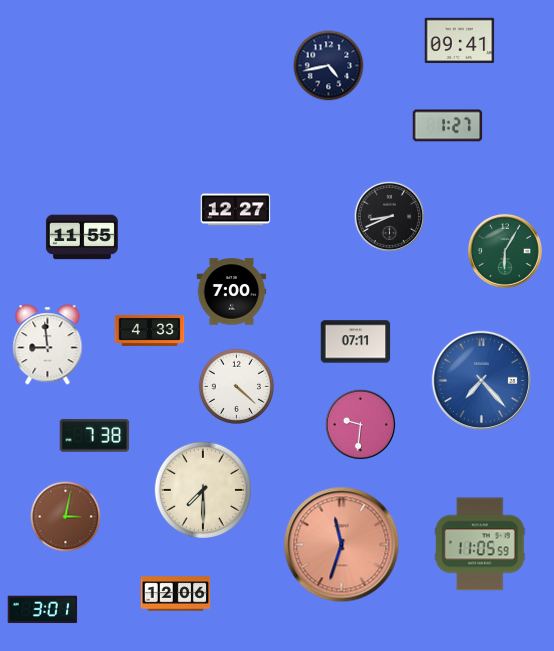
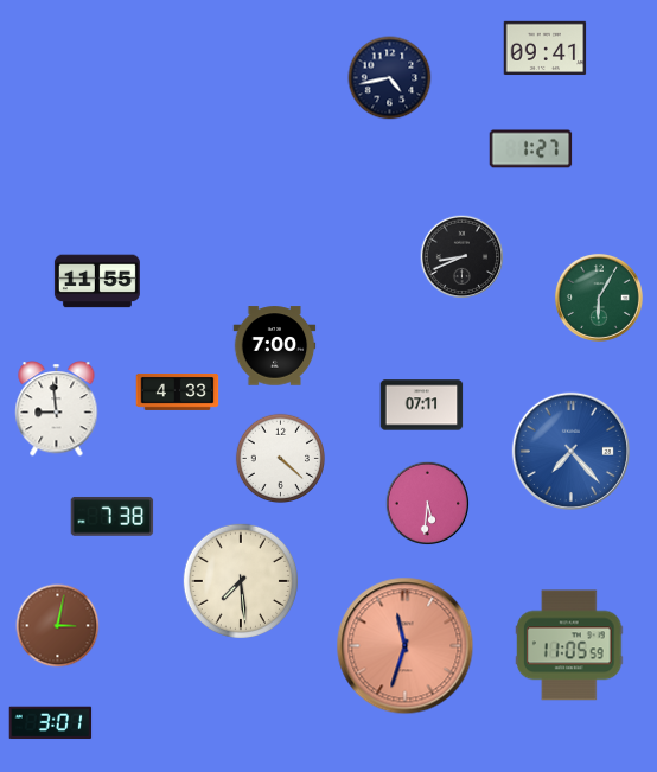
clock at (236, 210): 12:27 -> none
clock at (361, 425): 9:31 -> 5:31
clock at (202, 489): 7:30 -> 7:29
clock at (66, 517) position: (66, 517) -> (58, 626)
clock at (176, 594): 12:06 -> none
